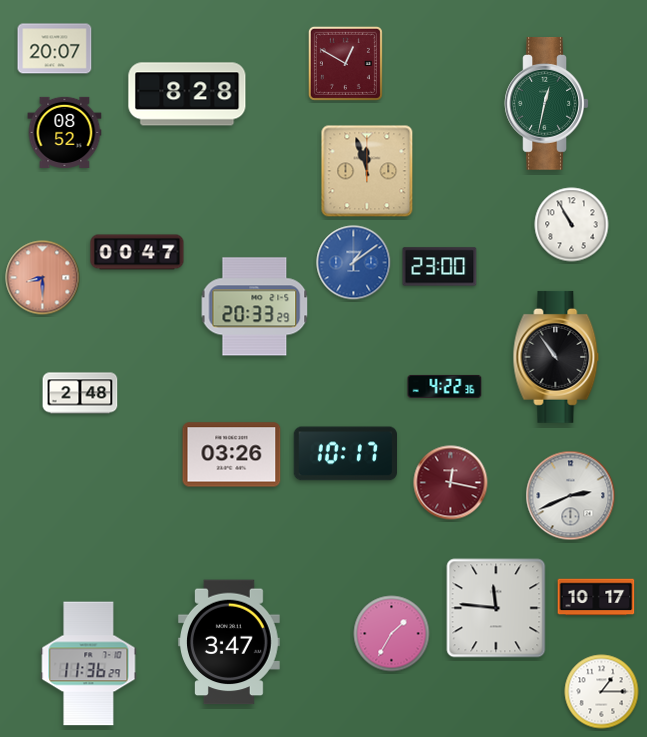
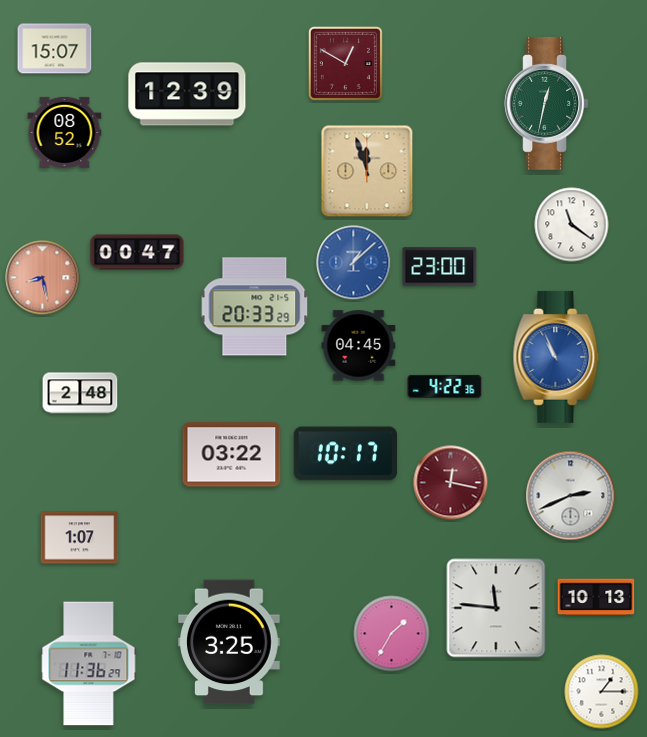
clock at (55, 49): 20:07 -> 15:07
clock at (187, 94): 8:28 -> 12:39
clock at (572, 225): 10:55 -> 11:21
clock at (354, 263): 1:09 -> 1:08
clock at (43, 278): 8:30 -> 8:28
clock at (359, 346): none -> 04:45
clock at (556, 357): 10:54 -> 10:56
clock at (556, 357) dial: black -> blue
clock at (232, 455): 03:26 -> 03:22
clock at (80, 538): none -> 1:07
clock at (596, 597): 10:17 -> 10:13
clock at (229, 642): 3:47 -> 3:25
